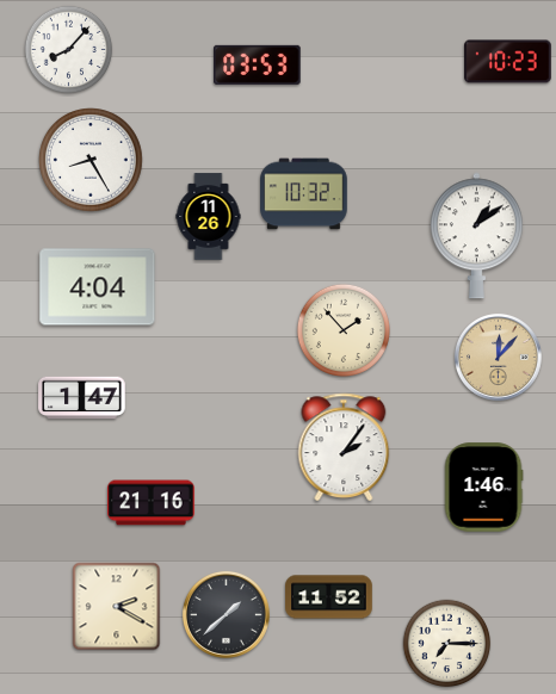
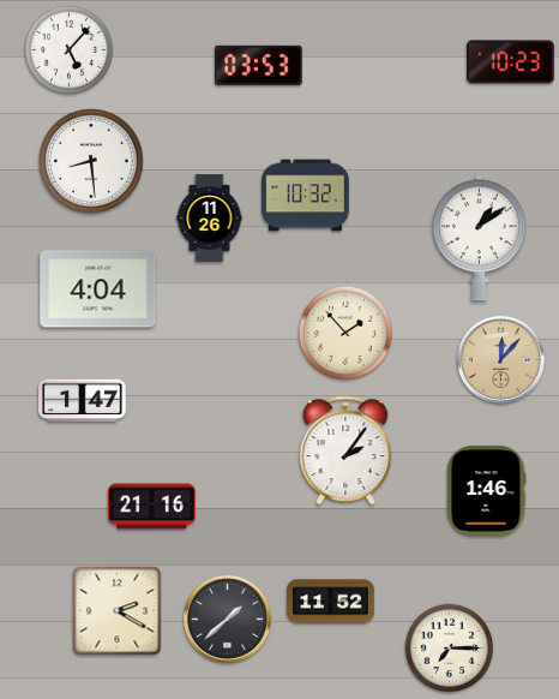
clock at (69, 50): 8:07 -> 5:07
clock at (91, 160): 8:25 -> 8:29
